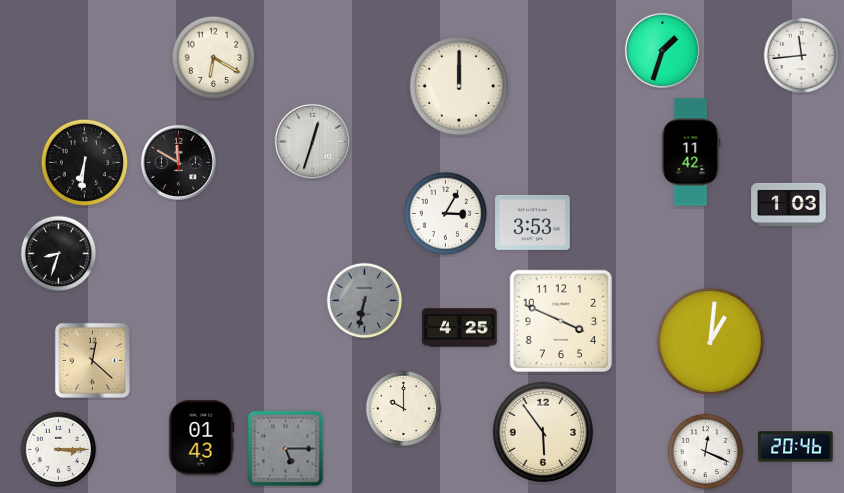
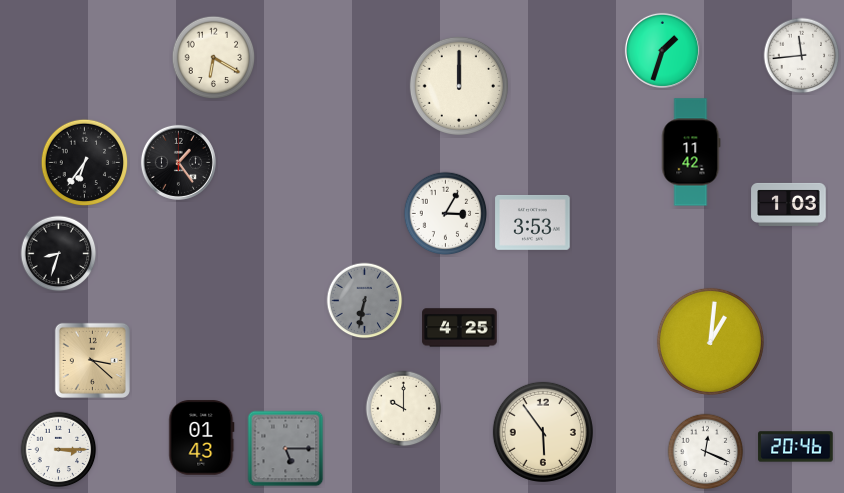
clock at (312, 141): 12:33 -> none
clock at (178, 162): 11:50 -> 1:24
clock at (85, 163): 6:31 -> 6:36
clock at (561, 321): 3:49 -> none
clock at (92, 360): 12:22 -> 3:22
